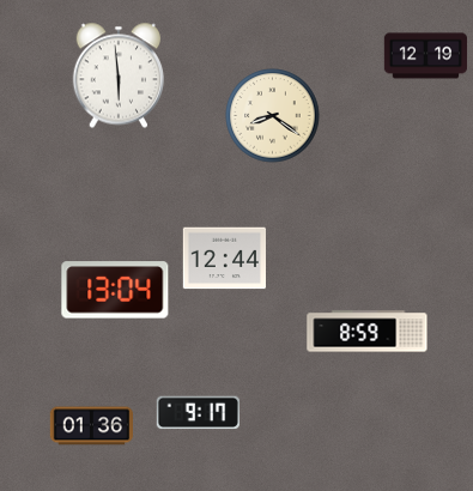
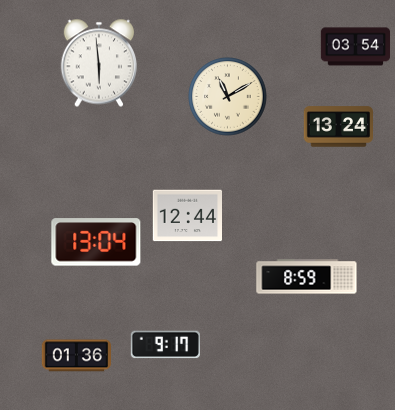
clock at (426, 56): 12:19 -> 03:54
clock at (273, 116): 8:21 -> 11:10
clock at (338, 127): none -> 13:24
